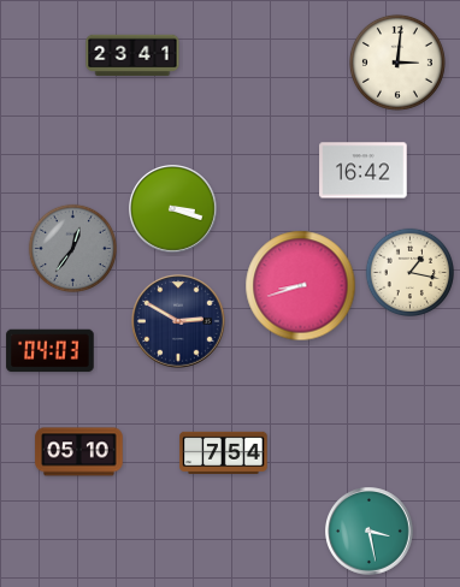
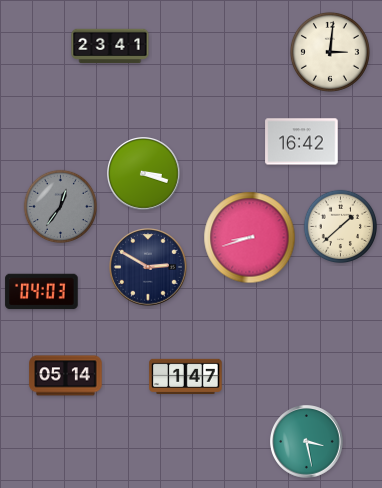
clock at (411, 273): 1:17 -> 1:38
clock at (79, 452): 05:10 -> 05:14
clock at (224, 452): 7:54 -> 1:47
